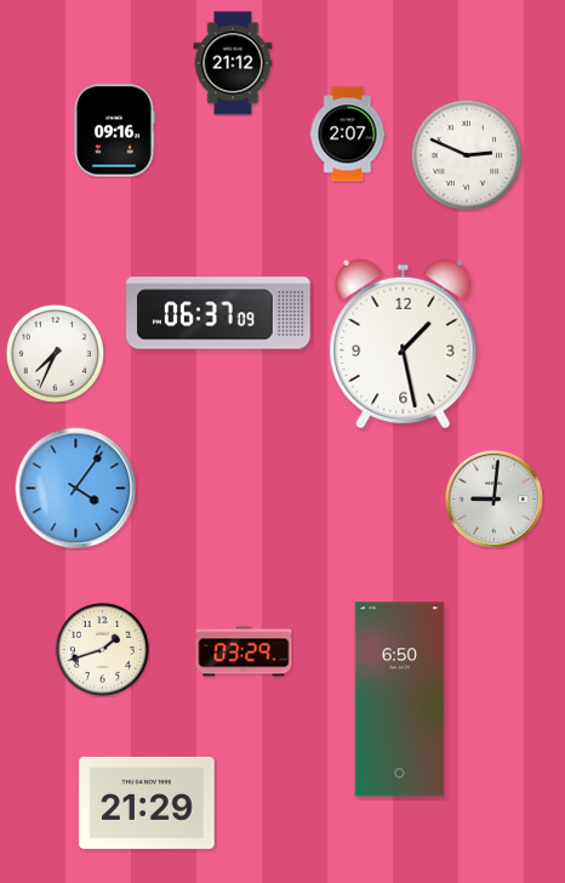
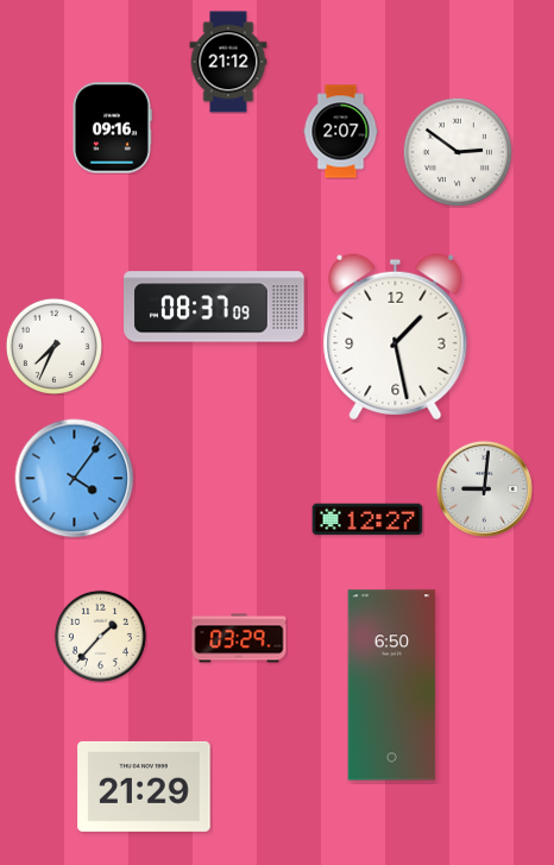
clock at (467, 155): 2:49 -> 2:51
clock at (218, 313): 06:37 -> 08:37
clock at (367, 519): none -> 12:27
clock at (102, 649): 1:42 -> 1:37
